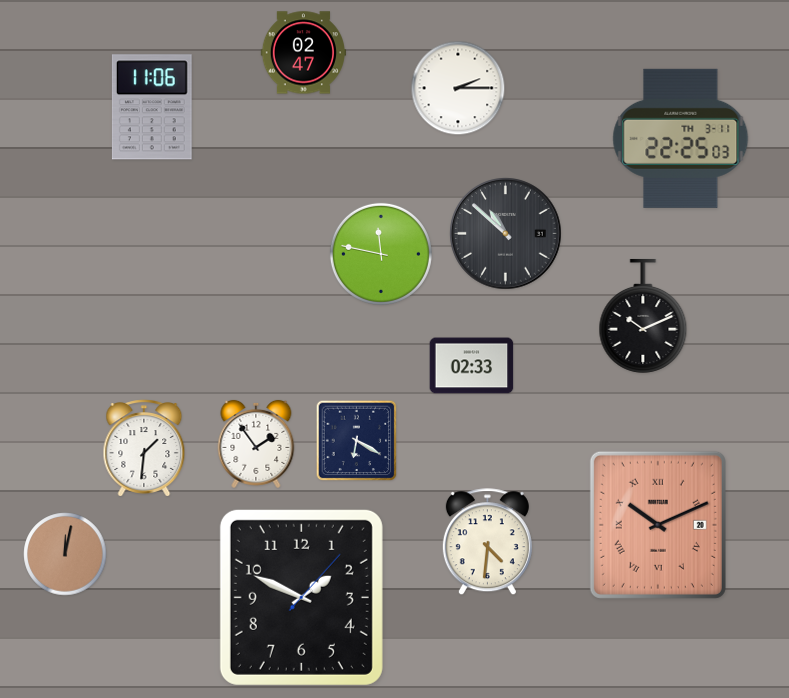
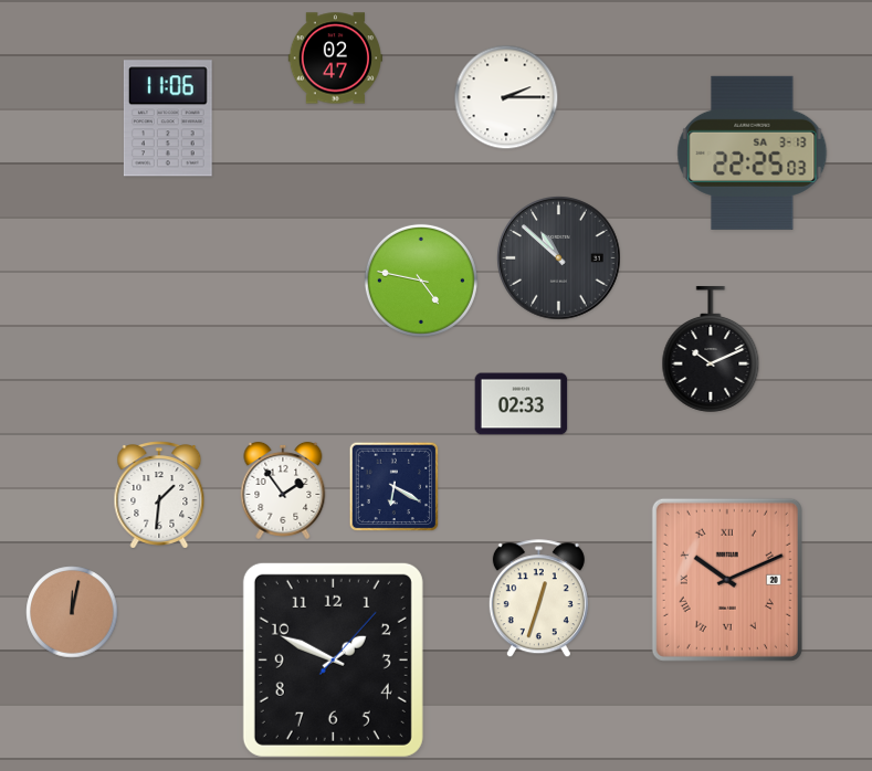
clock at (681, 138) date: TH 3-11 -> SA 3-13
clock at (381, 254): 11:47 -> 4:47
clock at (487, 542): 4:31 -> 12:33
